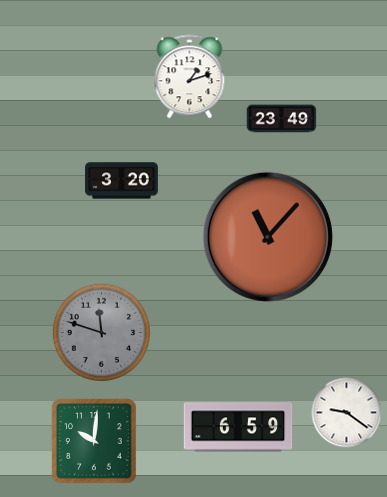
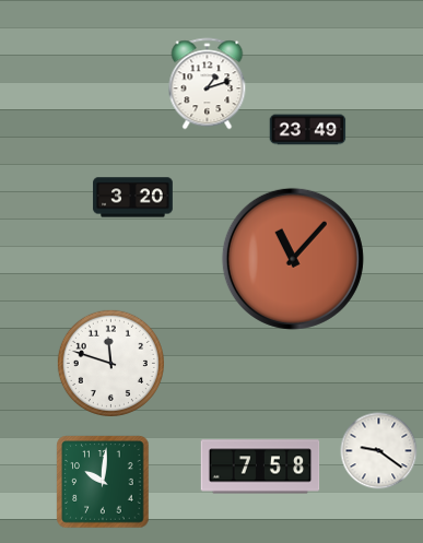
clock at (101, 332) dial: grey -> white
clock at (238, 427): 6:59 -> 7:58
